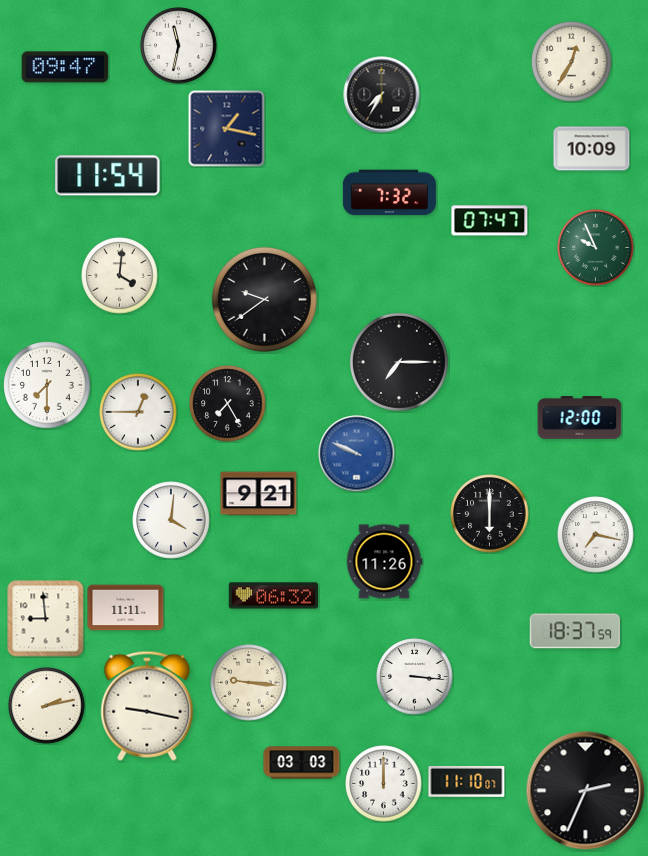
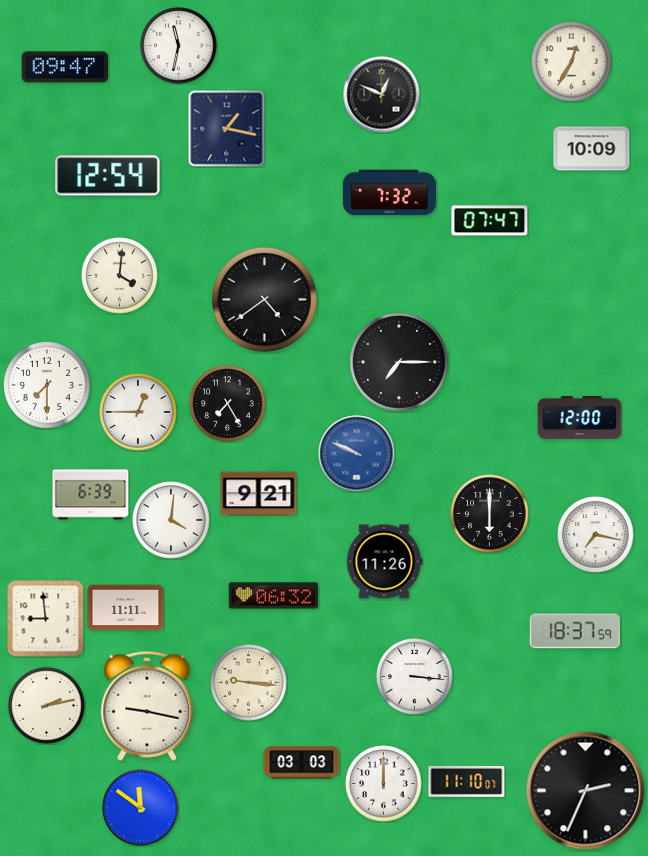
clock at (382, 95): 7:35 -> 12:49
clock at (108, 176): 11:54 -> 12:54
clock at (596, 248): 9:56 -> none
clock at (264, 299): 9:39 -> 4:39
clock at (91, 495): none -> 6:39
clock at (141, 808): none -> 11:51
